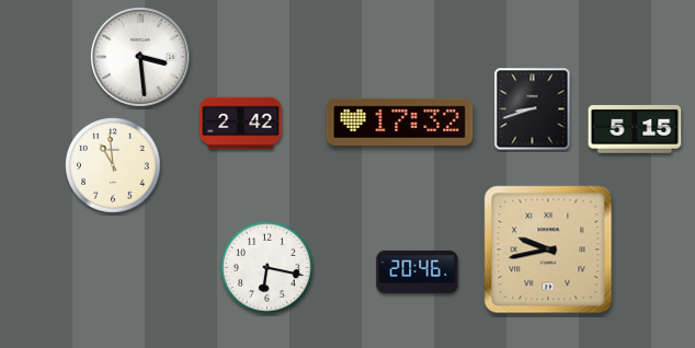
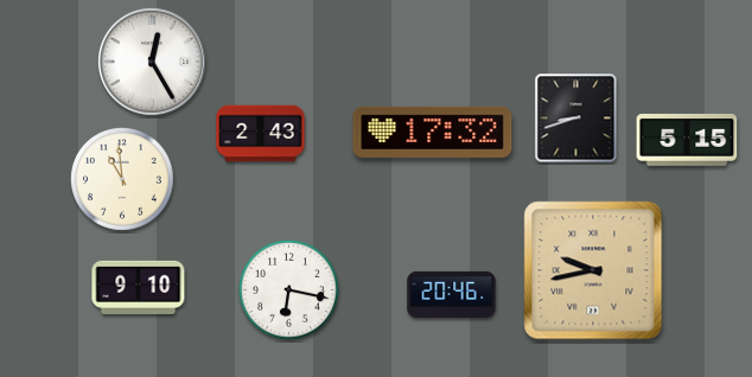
clock at (141, 58): 3:29 -> 12:25
clock at (241, 124): 2:42 -> 2:43
clock at (139, 287): none -> 9:10
